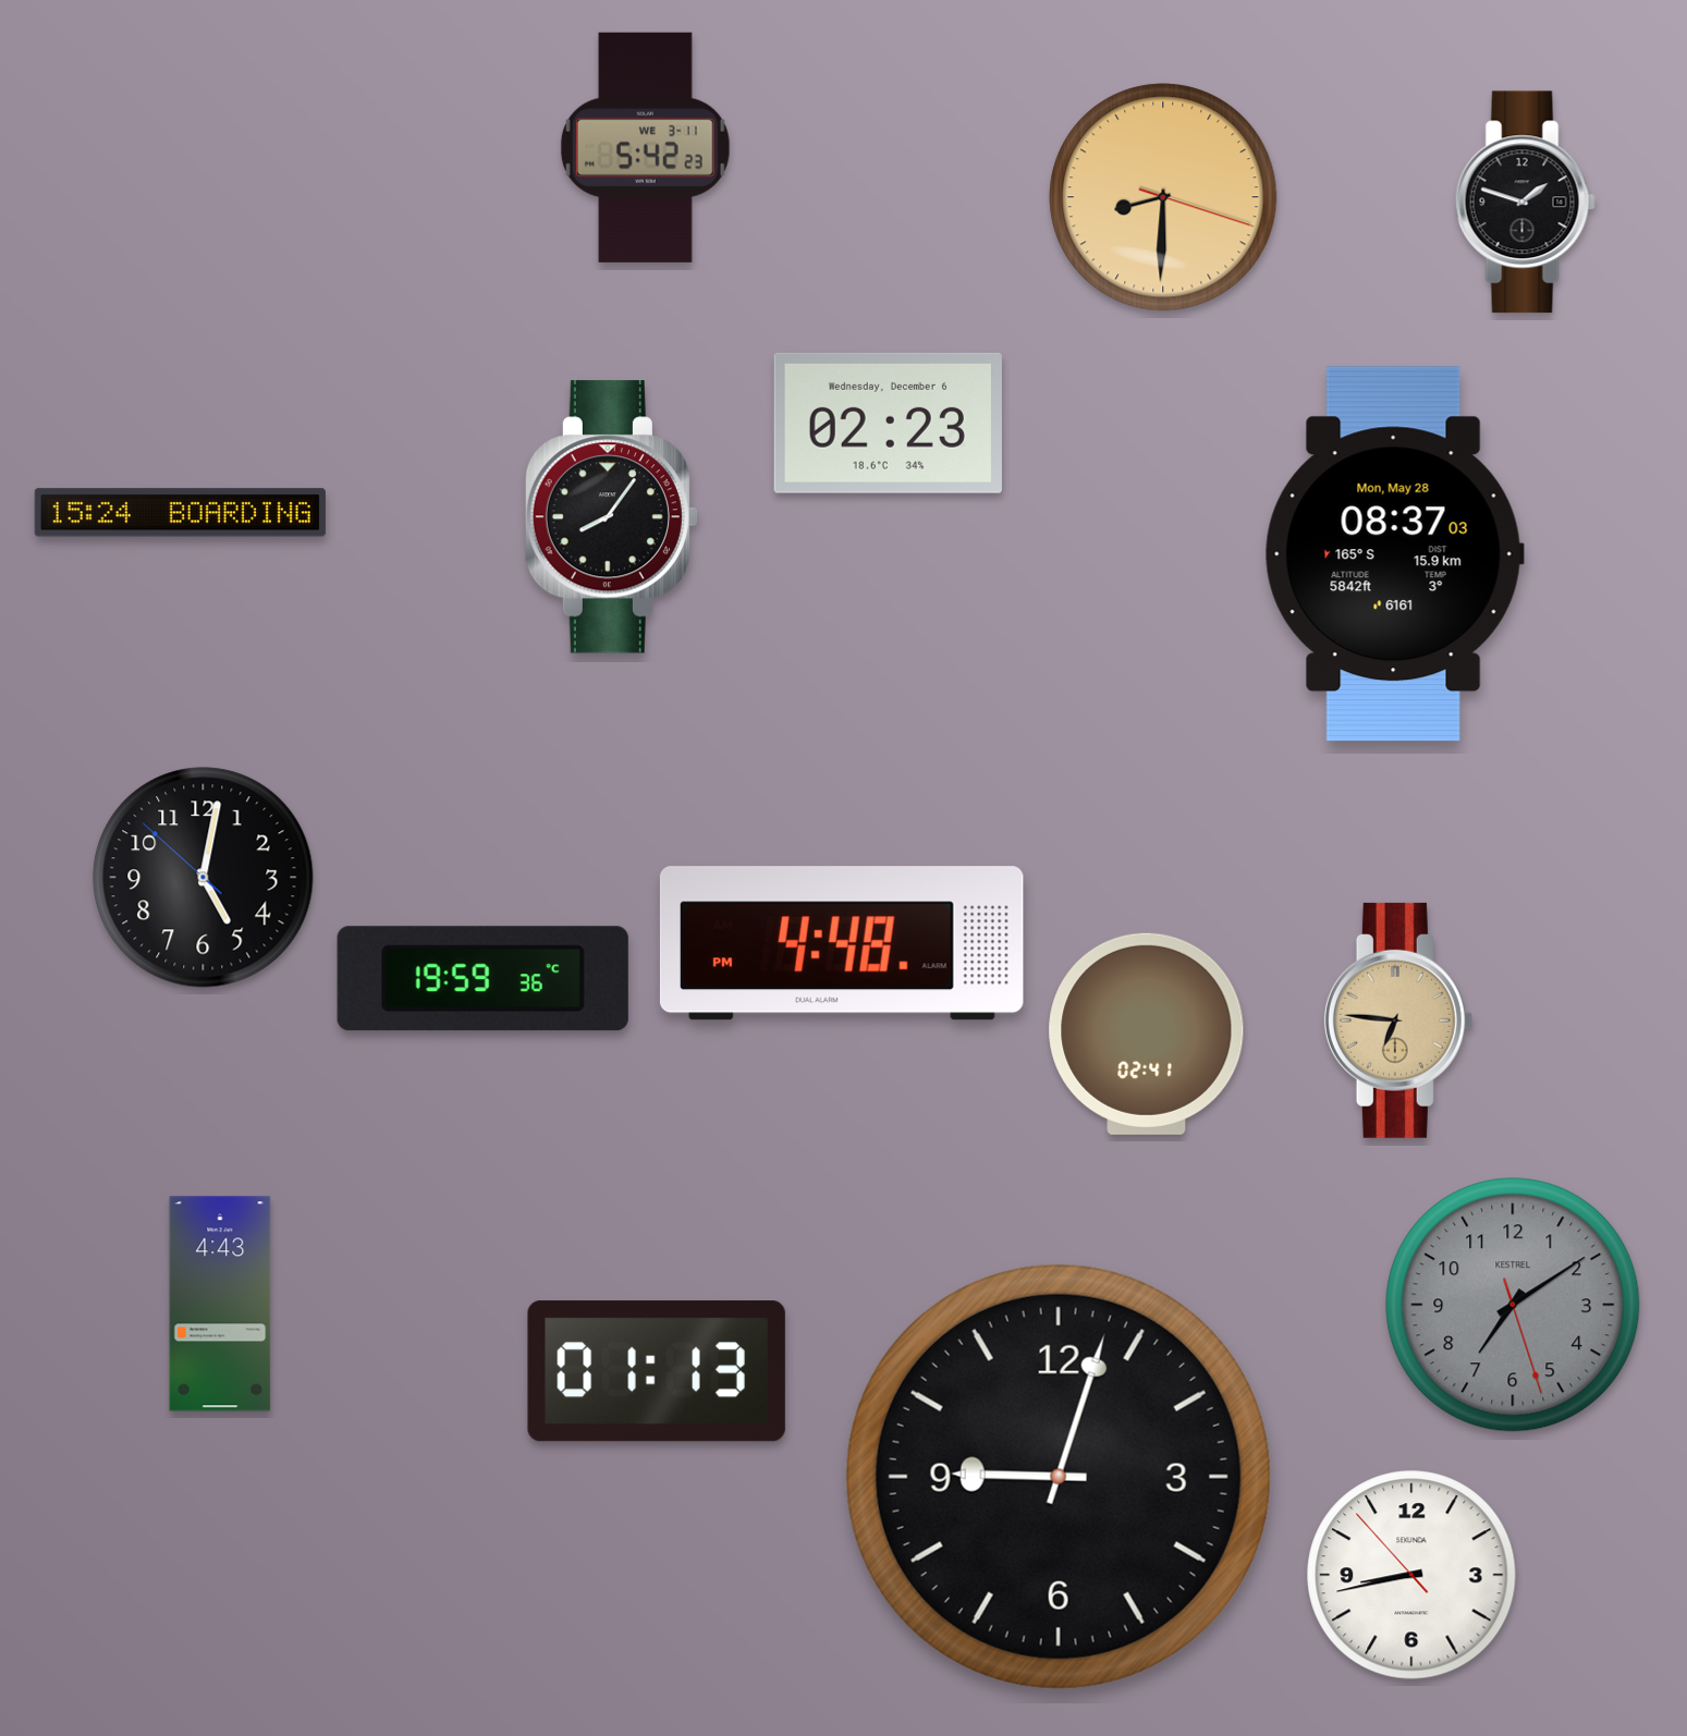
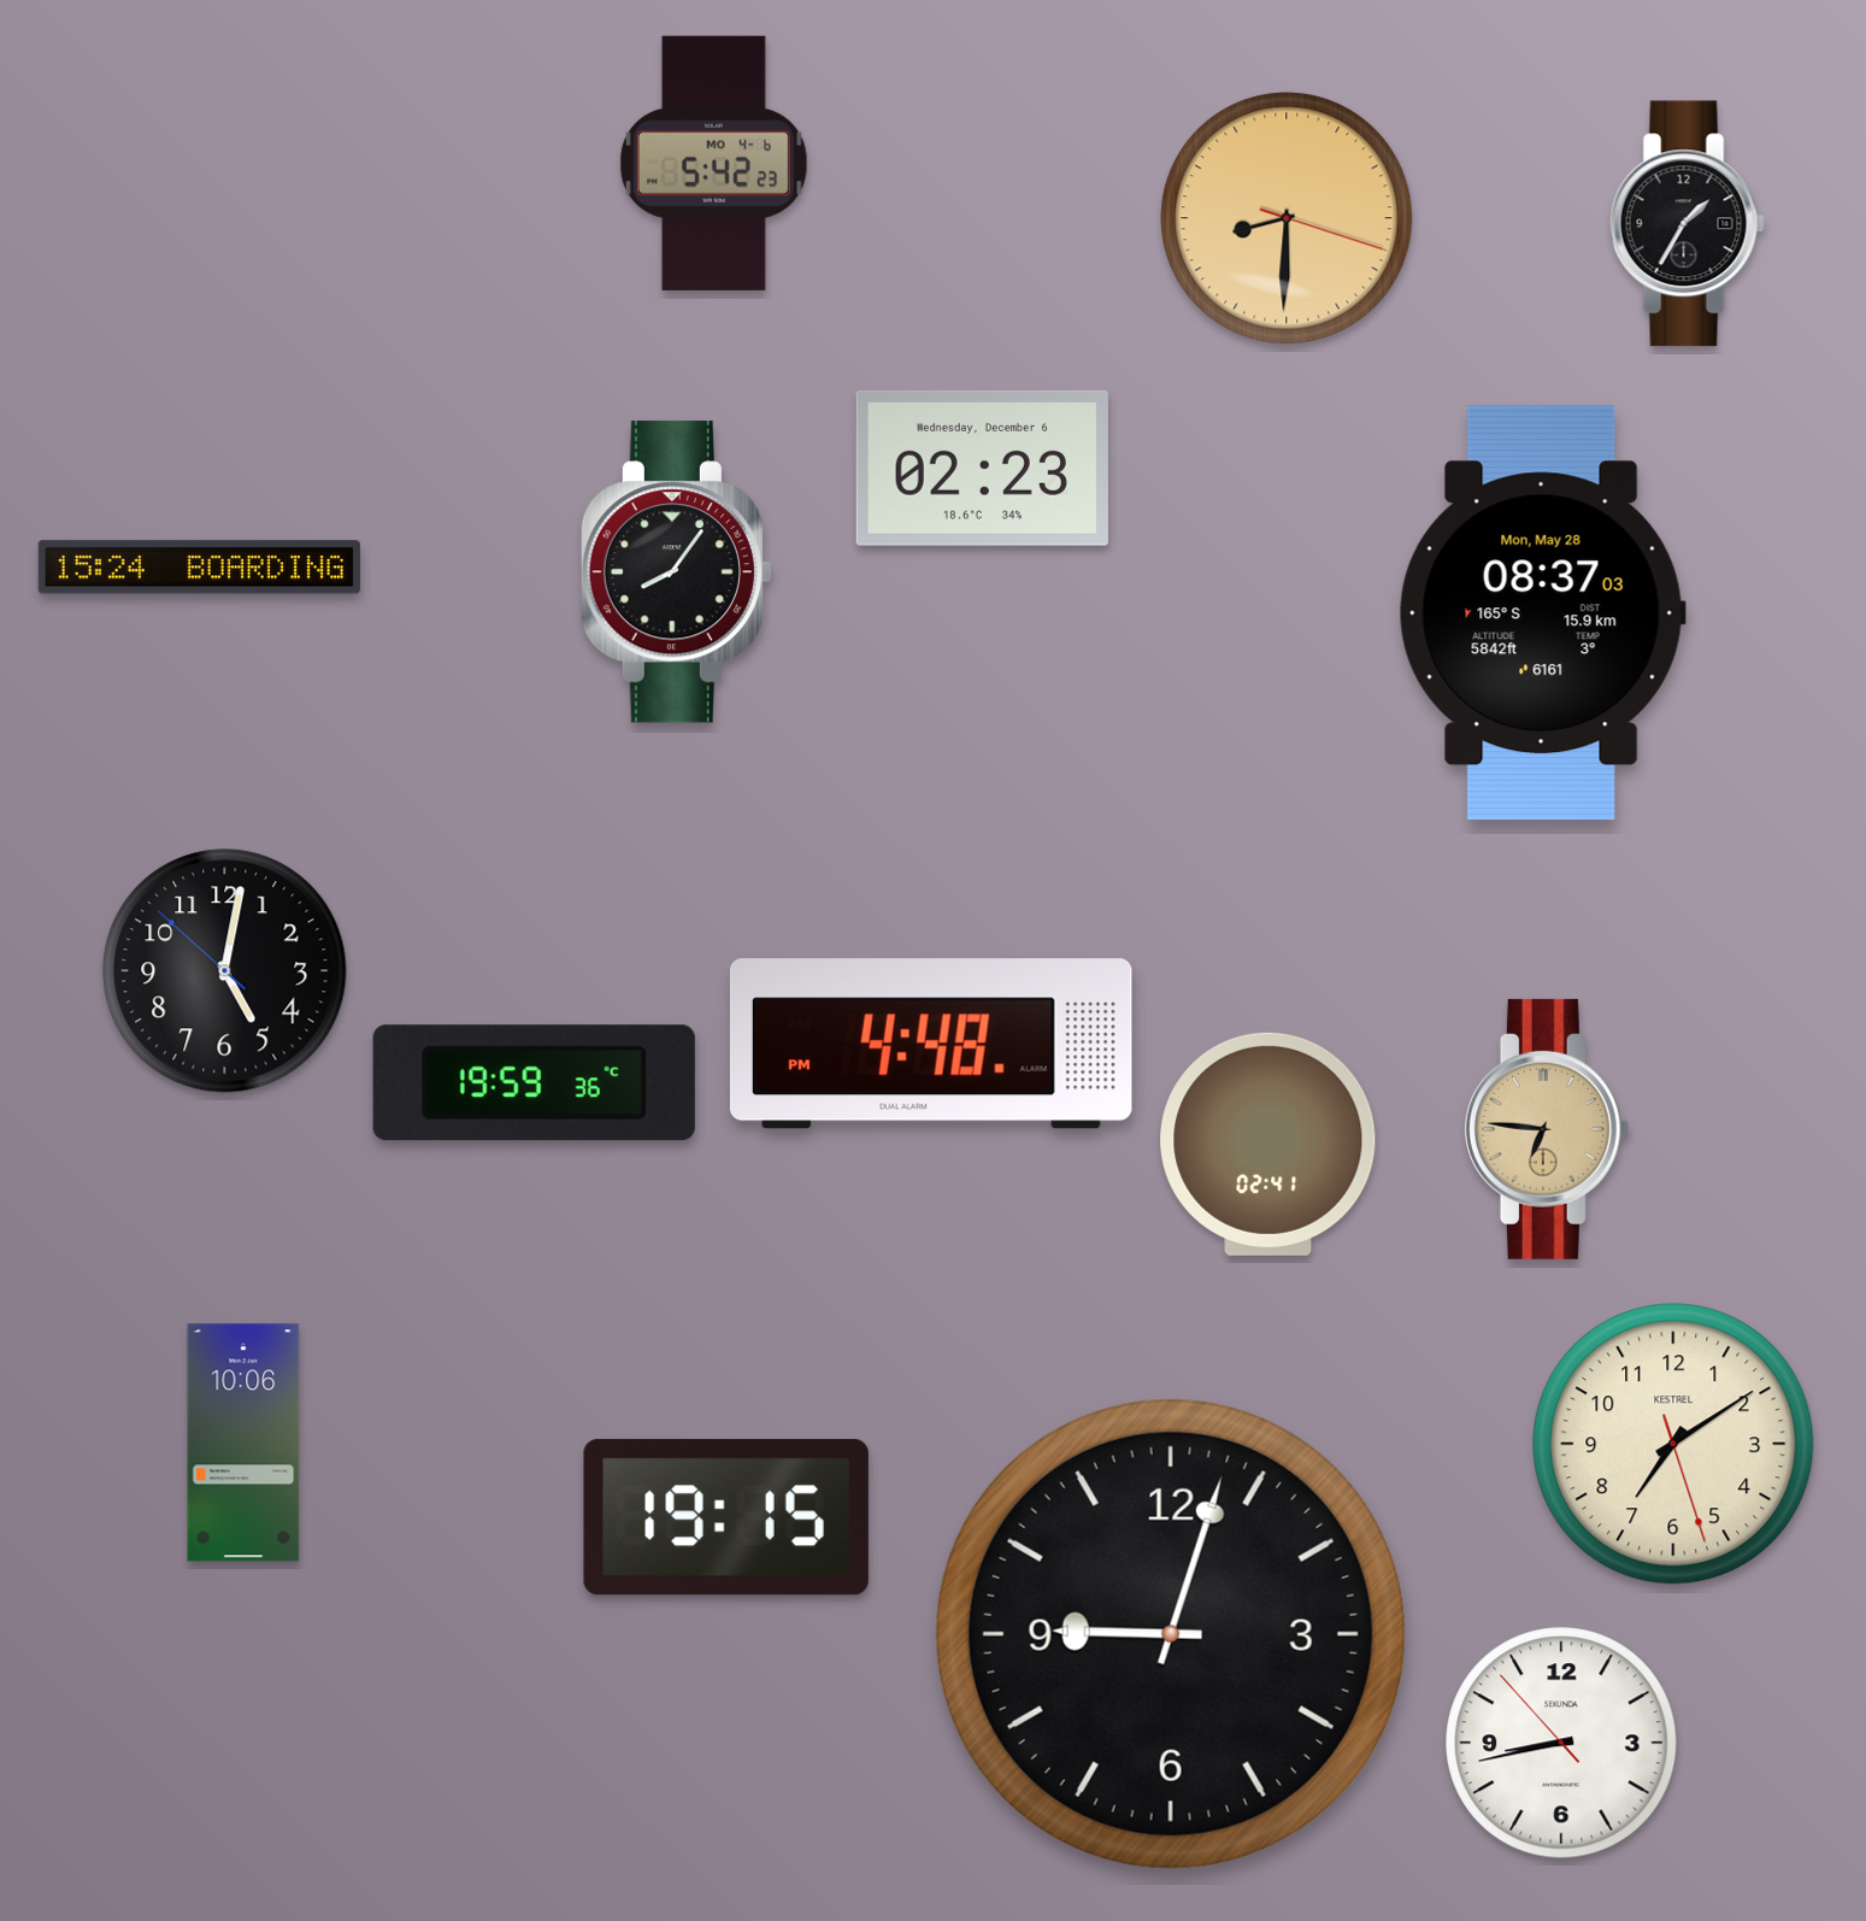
clock at (645, 147) date: WE 3-11 -> MO 4-6
clock at (1525, 203): 1:48 -> 1:35
clock at (220, 1304): 4:43 -> 10:06
clock at (1513, 1305) dial: grey -> cream
clock at (657, 1371): 01:13 -> 19:15
